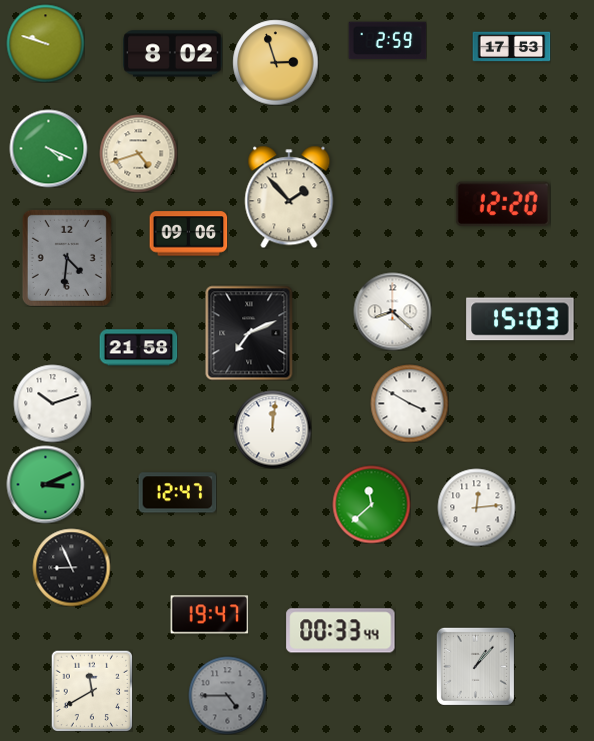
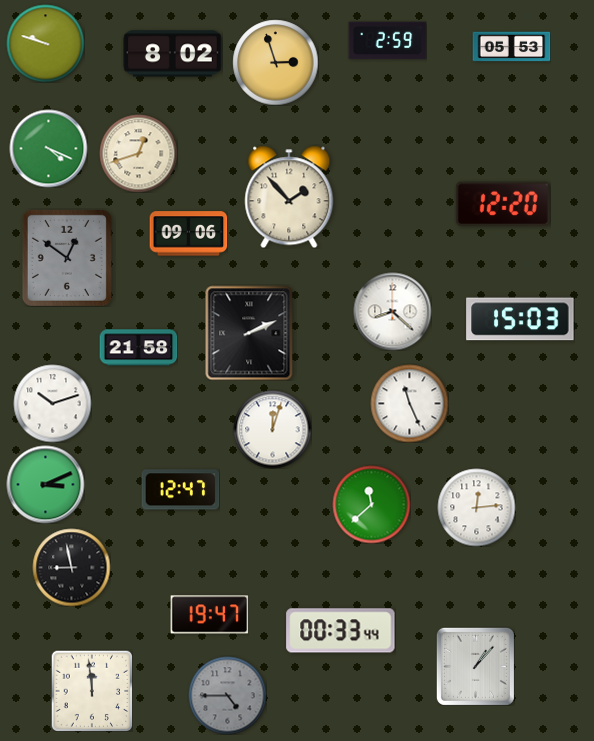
clock at (511, 47): 17:53 -> 05:53
clock at (138, 153): 4:42 -> 12:42
clock at (67, 258): 4:31 -> 12:51
clock at (249, 333): 7:11 -> 2:11
clock at (409, 403): 3:50 -> 11:26
clock at (272, 429): 12:01 -> 12:03
clock at (177, 493) position: (177, 493) -> (180, 490)
clock at (71, 567): 8:56 -> 8:58
clock at (92, 691): 11:40 -> 11:59
